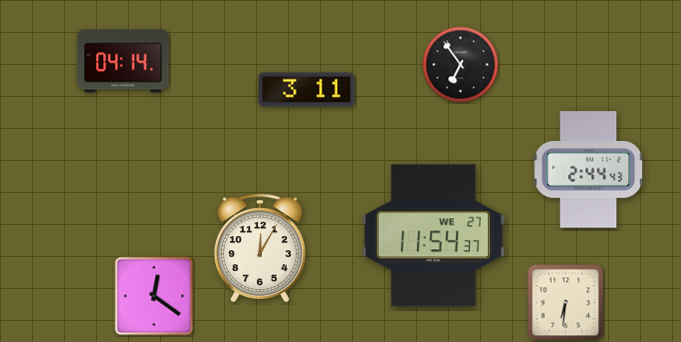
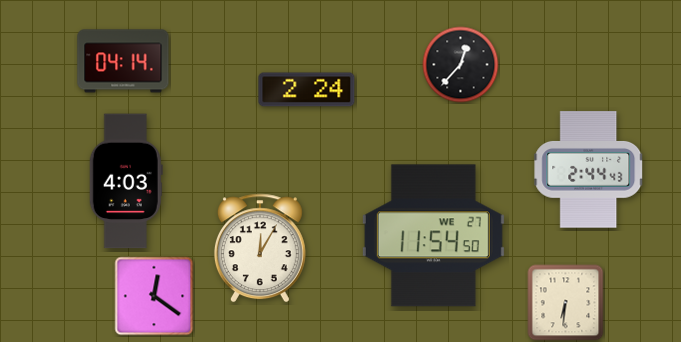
clock at (461, 65): 6:54 -> 12:37
clock at (307, 90): 3:11 -> 2:24
clock at (126, 181): none -> 4:03
clock at (433, 236): 11:54:37 -> 11:54:50
